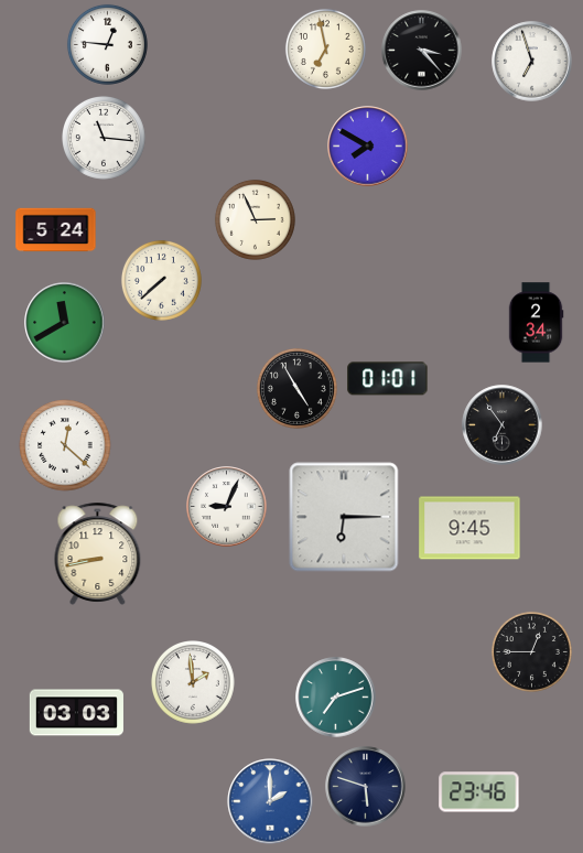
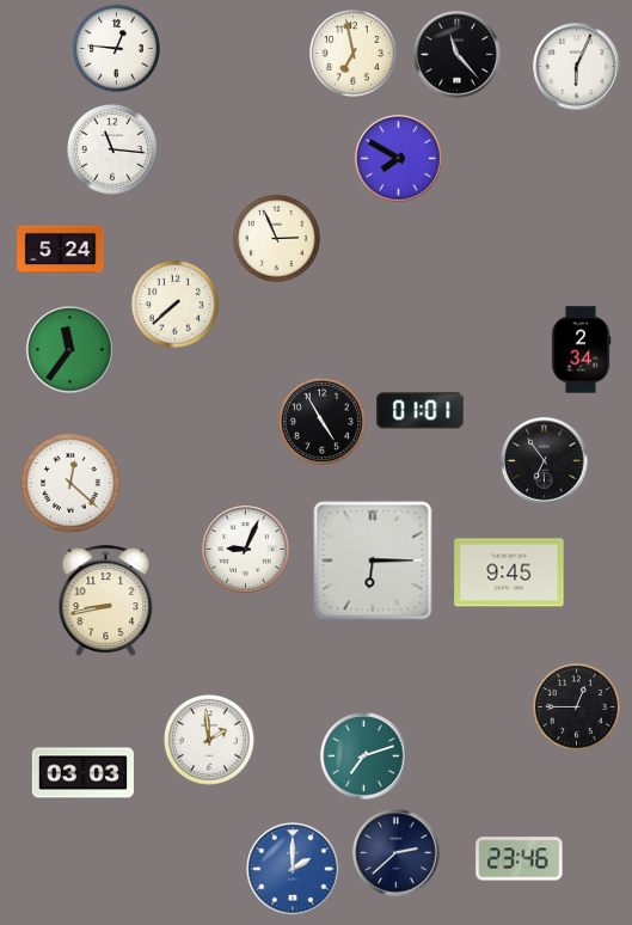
clock at (422, 51): 3:23 -> 11:23
clock at (532, 62): 6:57 -> 6:04
clock at (65, 323): 11:40 -> 11:36
clock at (366, 787): 5:48 -> 2:38
